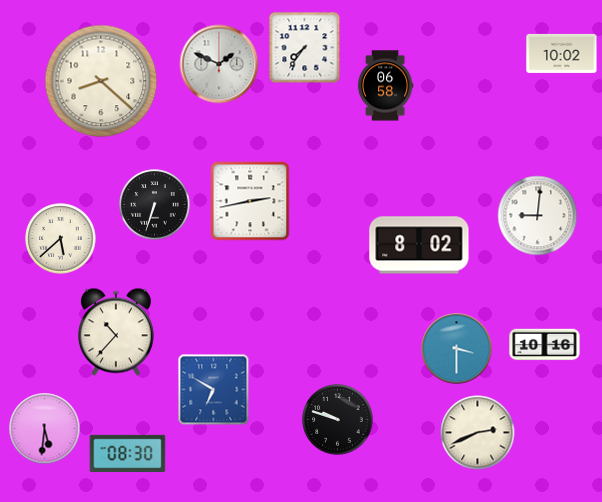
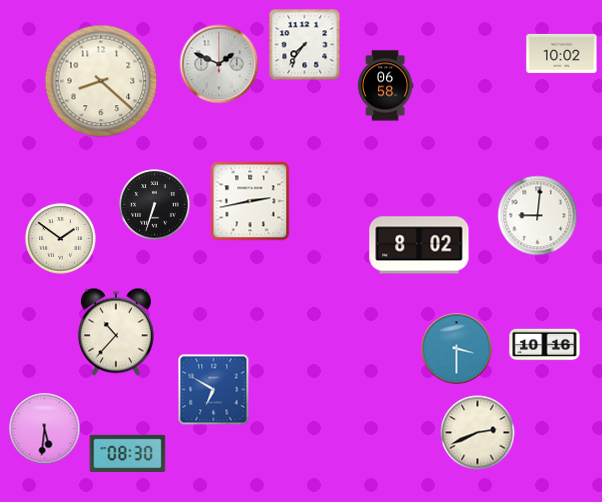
clock at (305, 48) position: (305, 48) -> (305, 45)
clock at (61, 239): 5:38 -> 1:51
clock at (338, 420): 9:48 -> none
